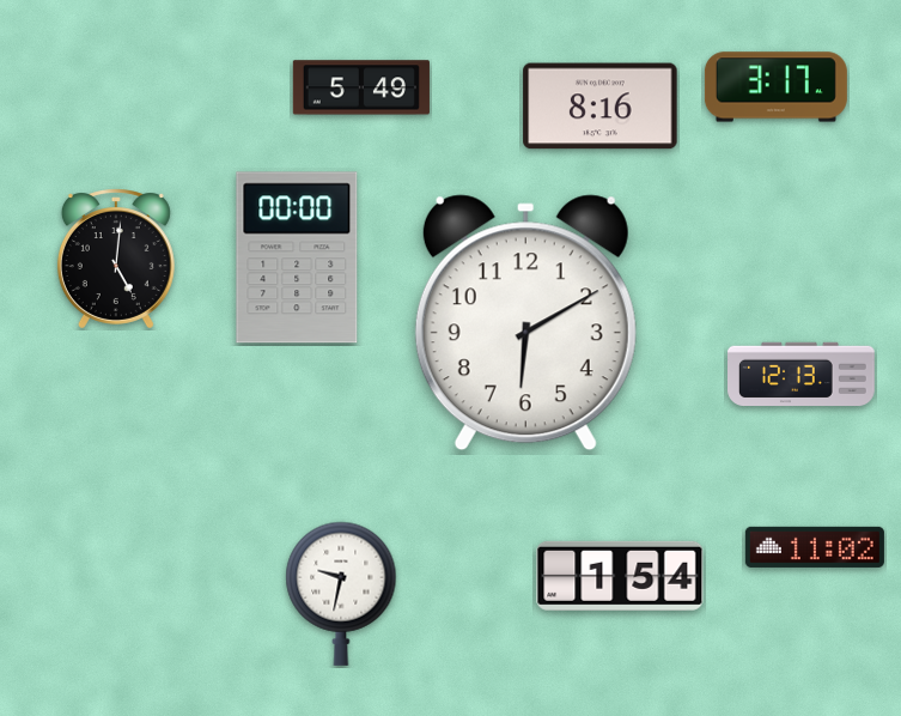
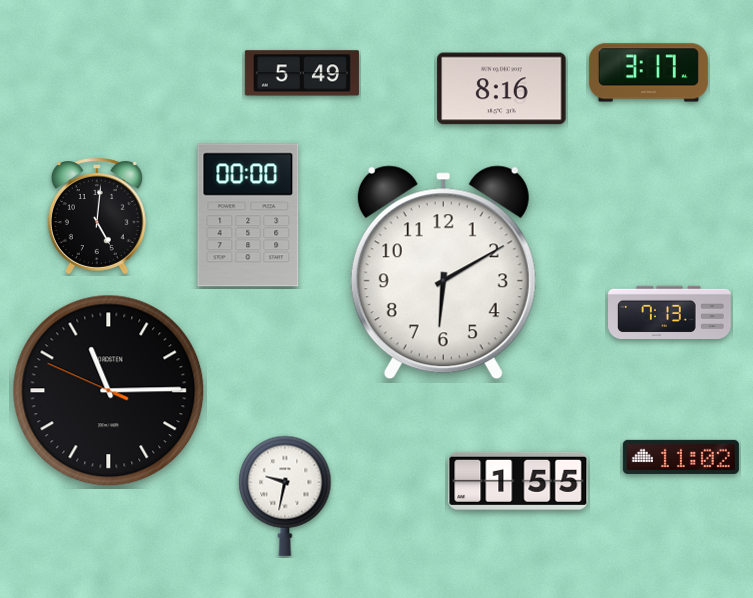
clock at (525, 323) position: (525, 323) -> (443, 273)
clock at (802, 375): 12:13 -> 7:13
clock at (109, 391): none -> 11:14
clock at (620, 576): 1:54 -> 1:55
